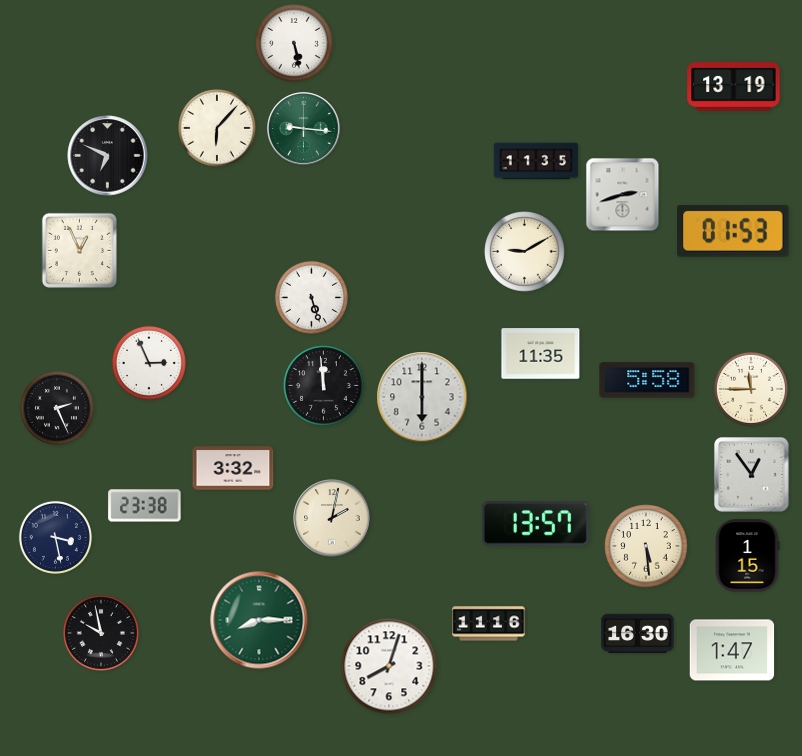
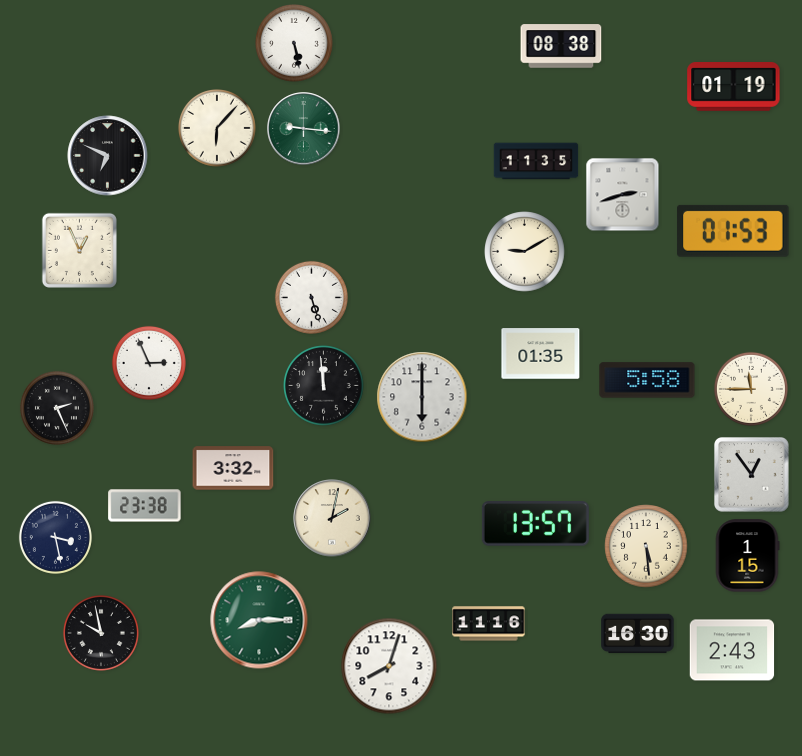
clock at (561, 46): none -> 08:38
clock at (734, 87): 13:19 -> 01:19
clock at (541, 354): 11:35 -> 01:35
clock at (732, 650): 1:47 -> 2:43
